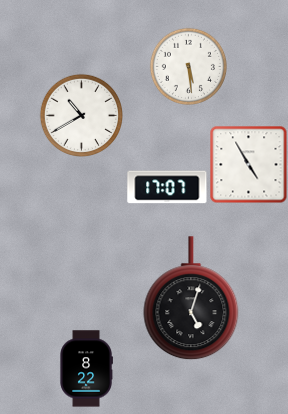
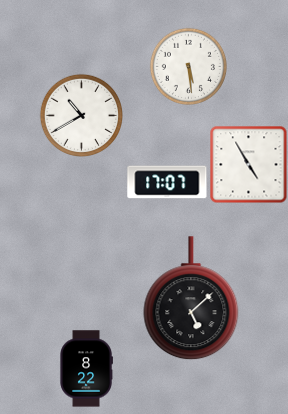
clock at (167, 187) position: (167, 187) -> (167, 182)
clock at (191, 299): 5:03 -> 5:08
